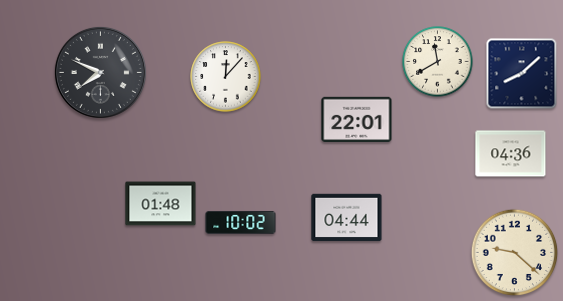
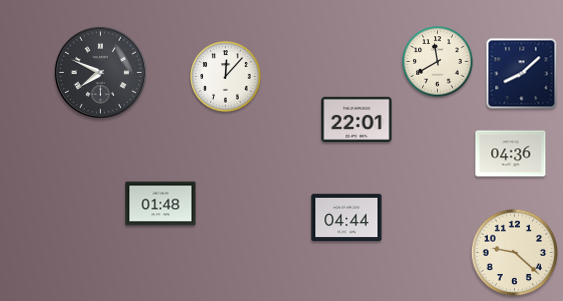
clock at (241, 222): 10:02 -> none
